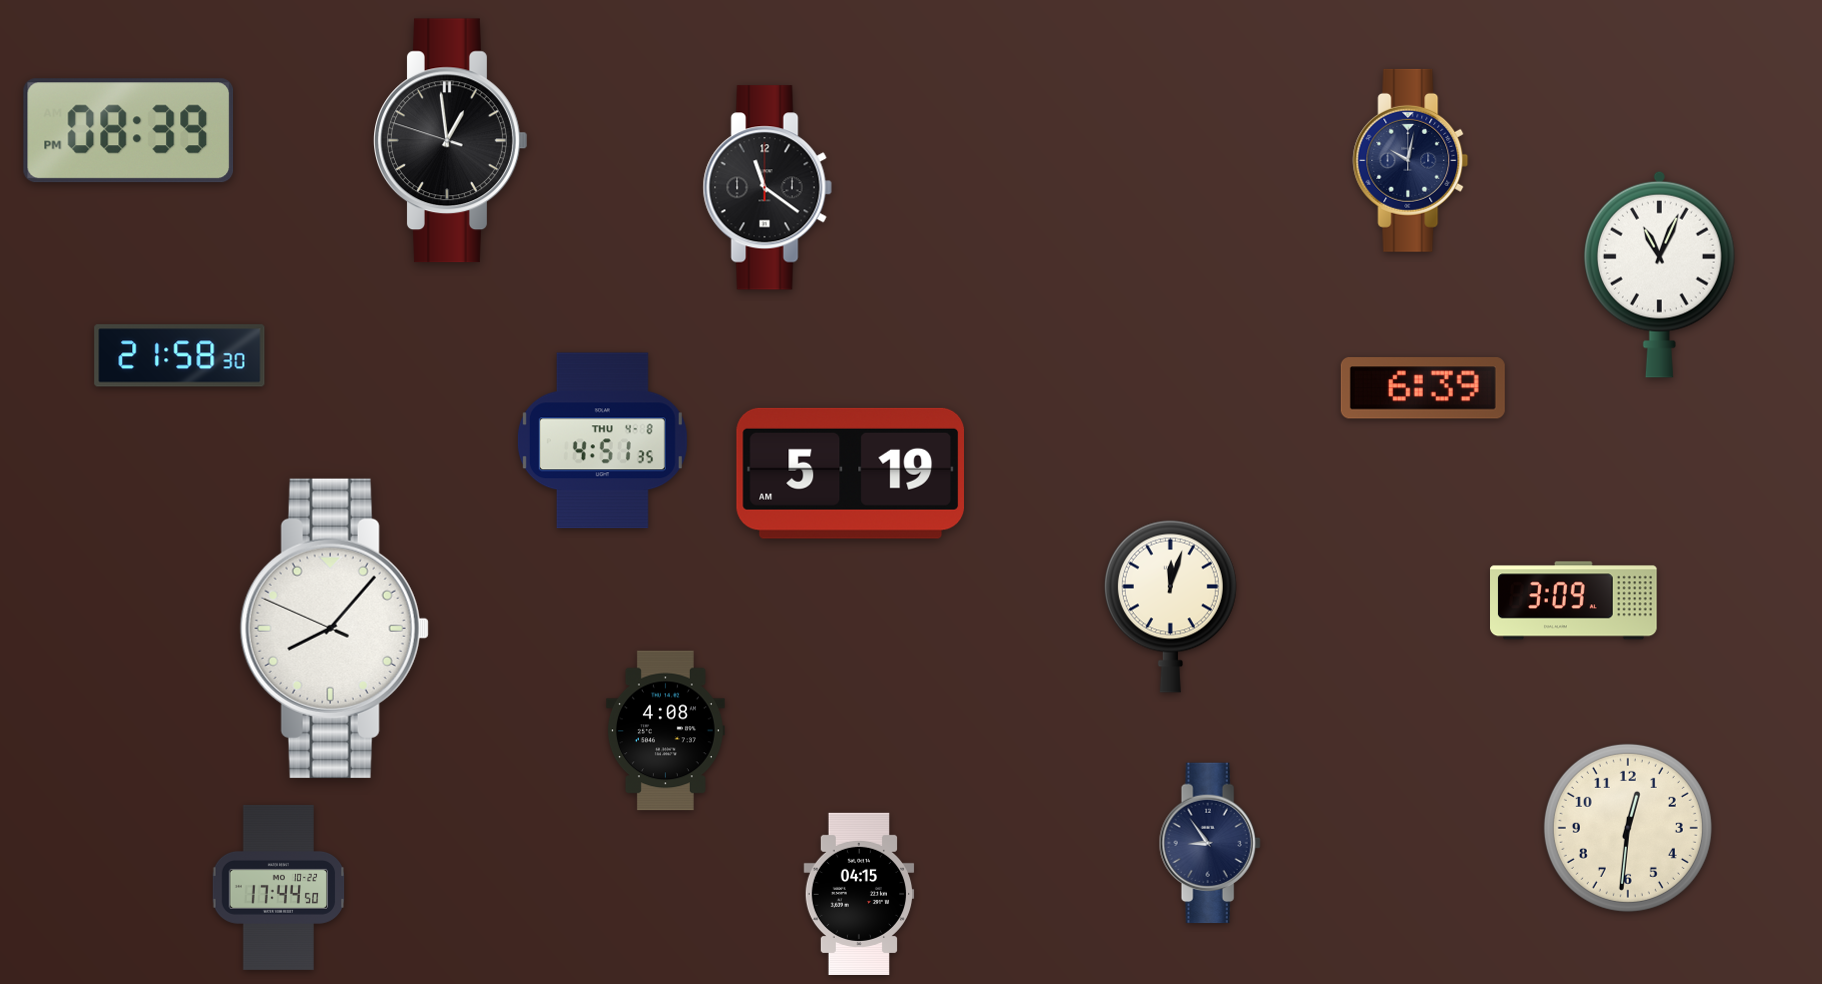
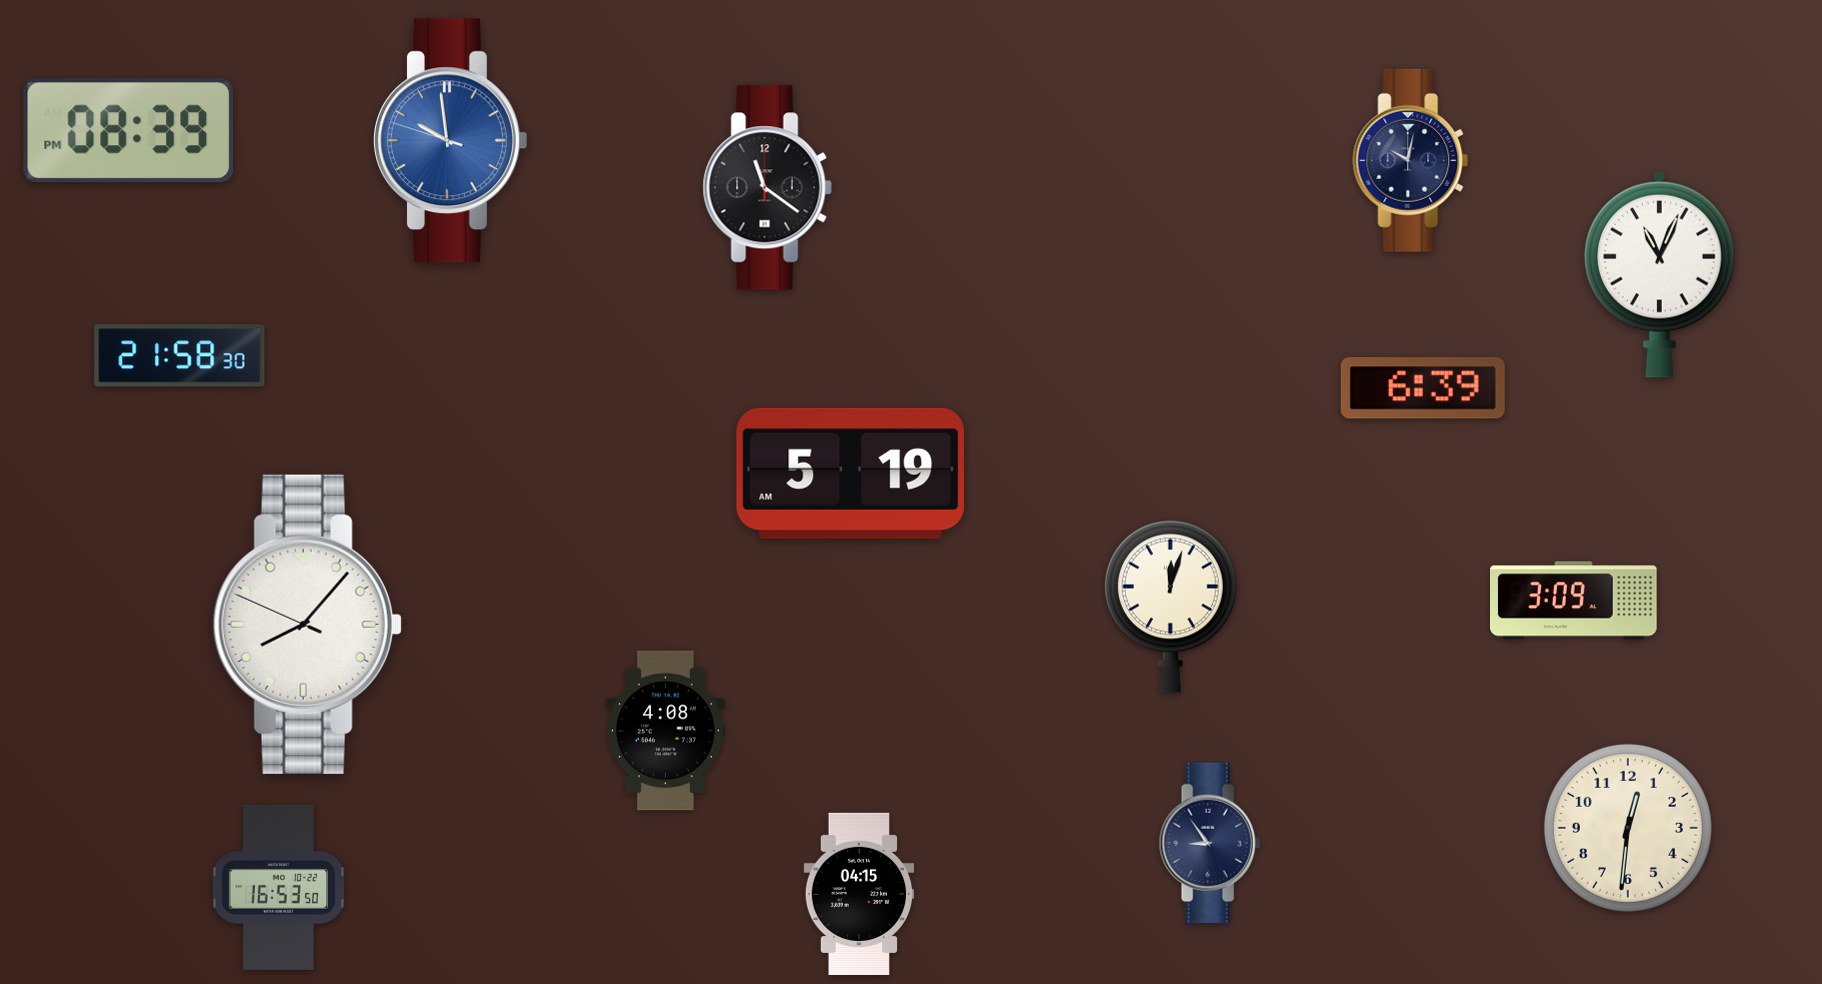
clock at (451, 141): 12:58 -> 9:58
clock at (451, 141) dial: black -> blue
clock at (602, 441): 4:51 -> none
clock at (334, 628) position: (334, 628) -> (307, 624)
clock at (279, 887): 17:44 -> 16:53
